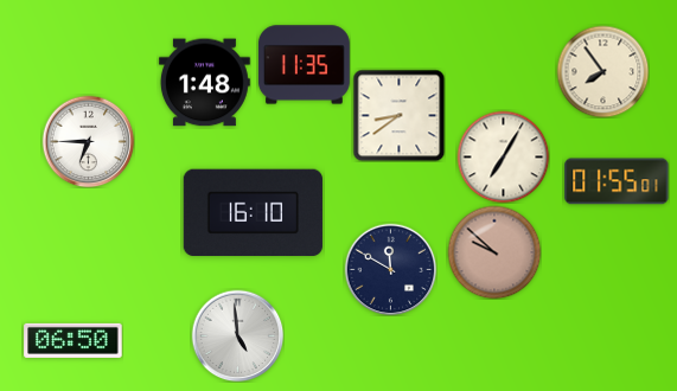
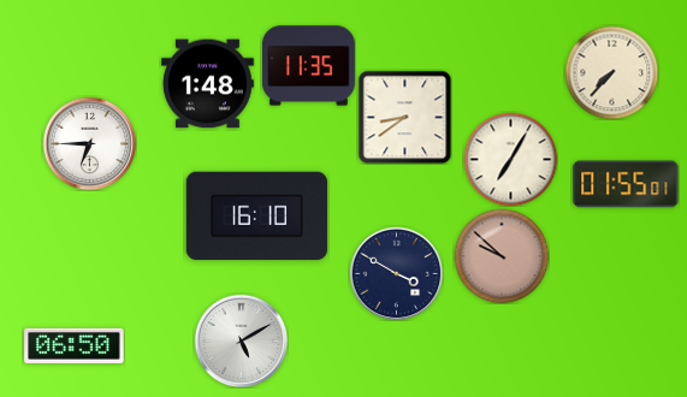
clock at (602, 71): 7:54 -> 7:37
clock at (390, 269): 11:50 -> 3:50
clock at (237, 335): 4:59 -> 5:10
